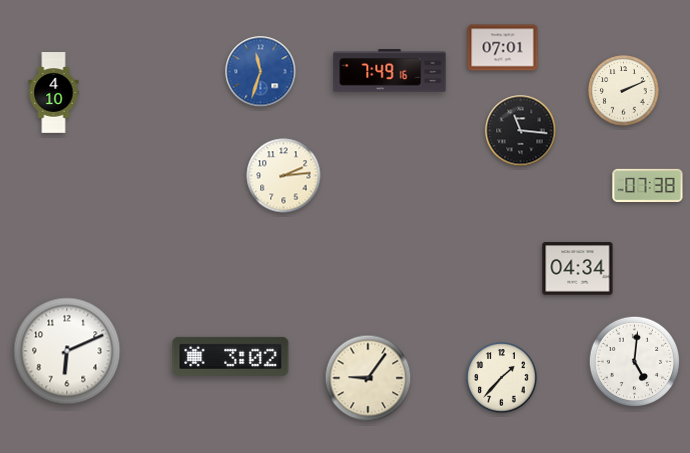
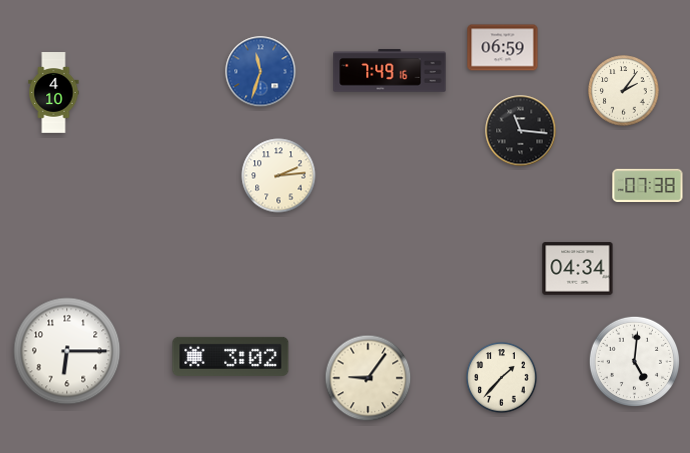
clock at (503, 48): 07:01 -> 06:59
clock at (624, 91): 2:11 -> 2:06
clock at (284, 176) position: (284, 176) -> (279, 176)
clock at (67, 351): 6:11 -> 6:15
